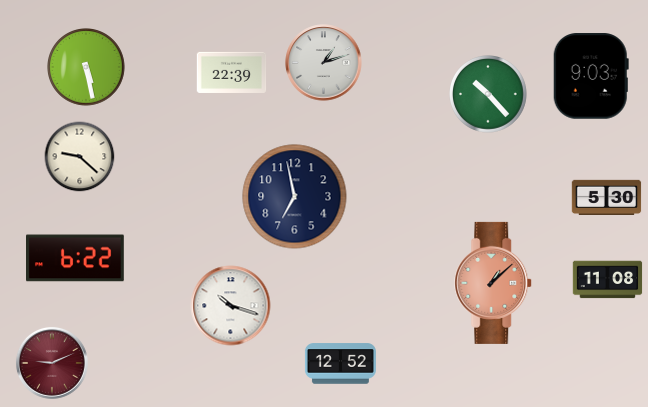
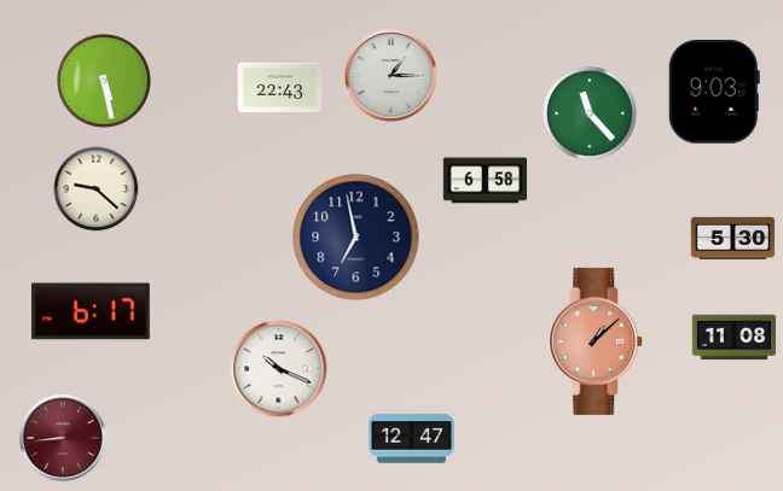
clock at (324, 63): 1:12 -> 1:15
clock at (232, 72): 22:39 -> 22:43
clock at (489, 95): 10:23 -> 11:23
clock at (486, 181): none -> 6:58
clock at (76, 258): 6:22 -> 6:17
clock at (231, 306): 10:18 -> 10:19
clock at (52, 363): 9:11 -> 8:44
clock at (340, 364): 12:52 -> 12:47
